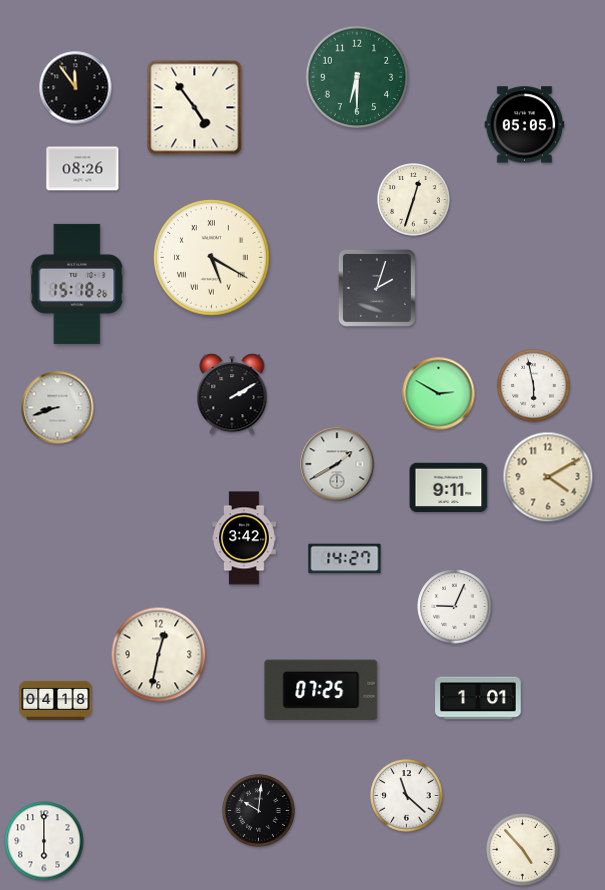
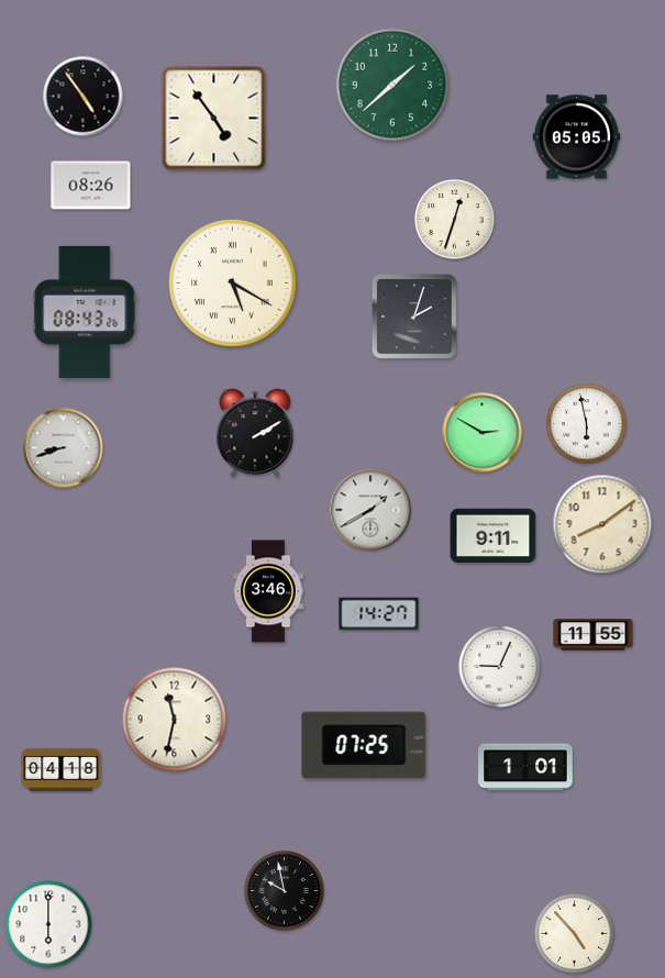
clock at (357, 77): 6:30 -> 1:38
clock at (76, 88): 11:54 -> 4:54
clock at (77, 284): 15:18 -> 08:43
clock at (548, 477): 4:10 -> 8:09
clock at (244, 538): 3:42 -> 3:46
clock at (594, 635): none -> 11:55
clock at (159, 655): 12:32 -> 11:32
clock at (321, 690) position: (321, 690) -> (364, 745)
clock at (407, 796): 11:22 -> none
clock at (259, 811): 10:01 -> 9:58
